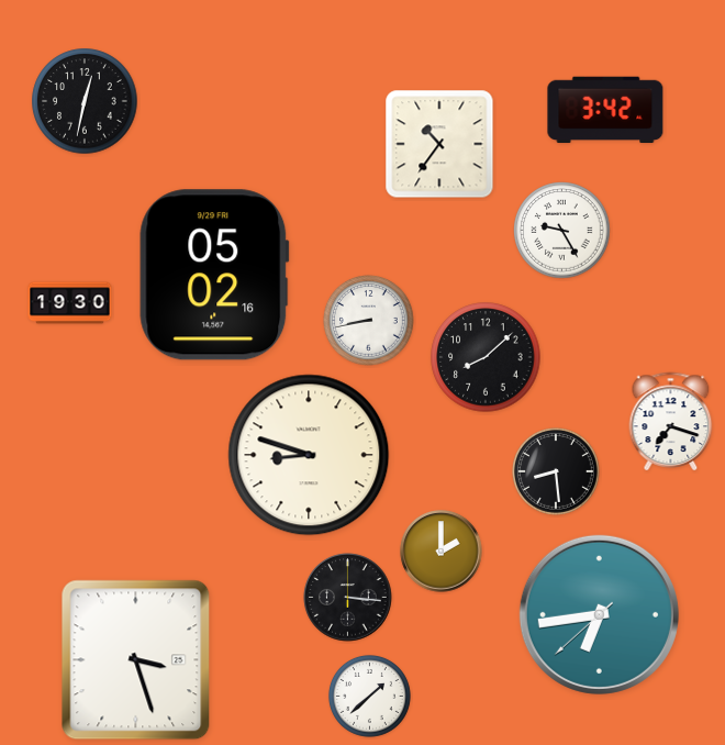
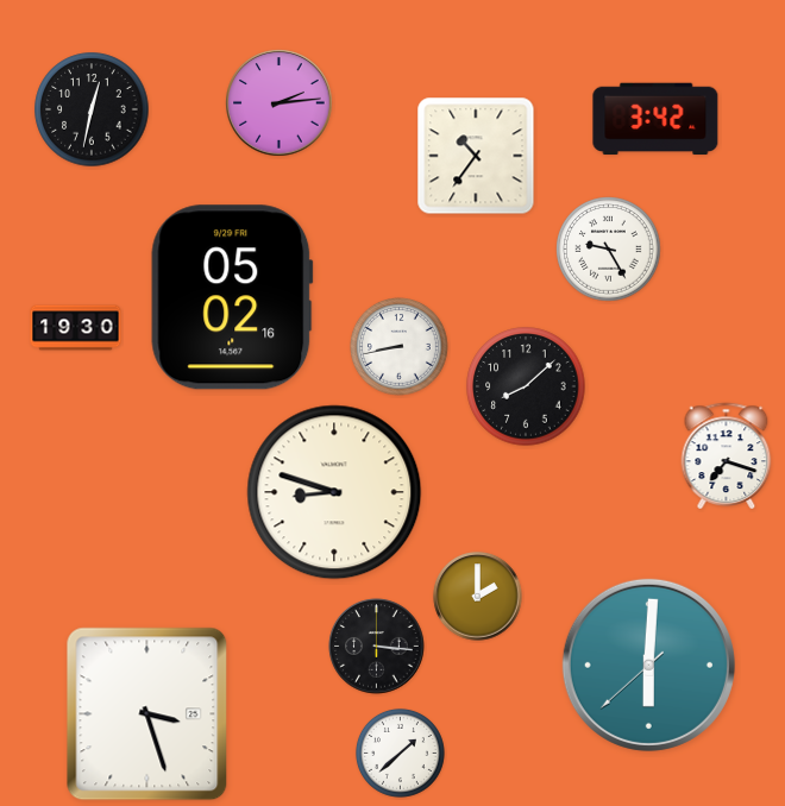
clock at (280, 103): none -> 2:14
clock at (557, 472): 8:29 -> none
clock at (599, 614): 6:43 -> 6:00
